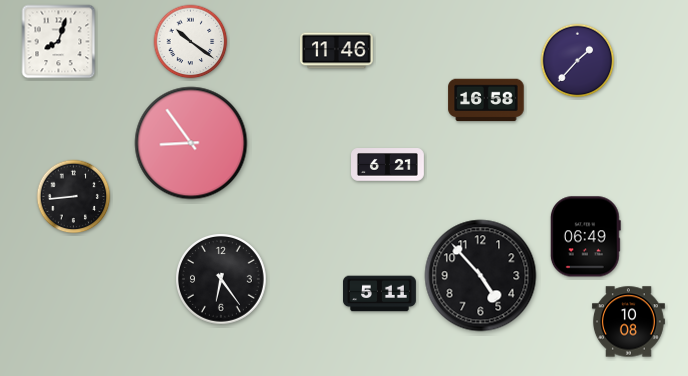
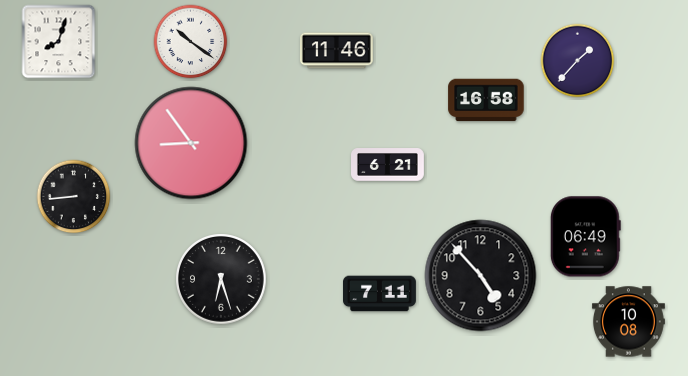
clock at (222, 280): 6:24 -> 6:27
clock at (380, 294): 5:11 -> 7:11
